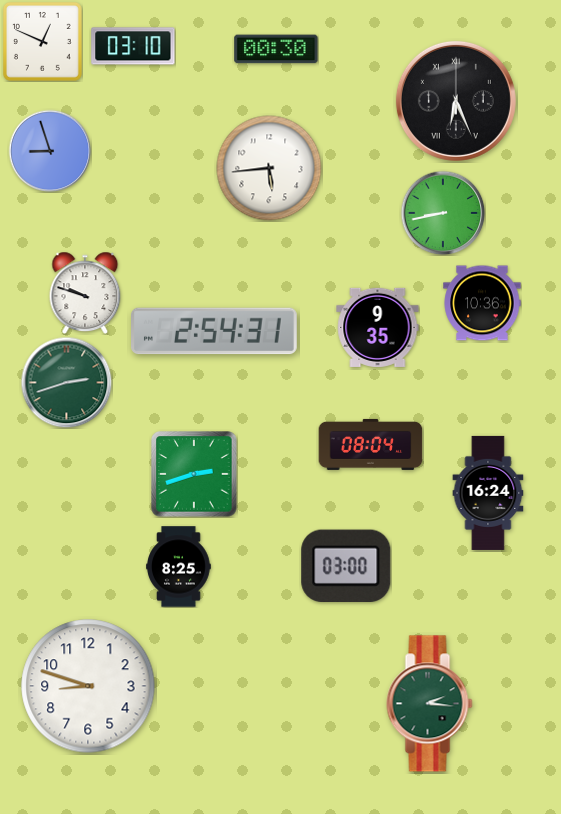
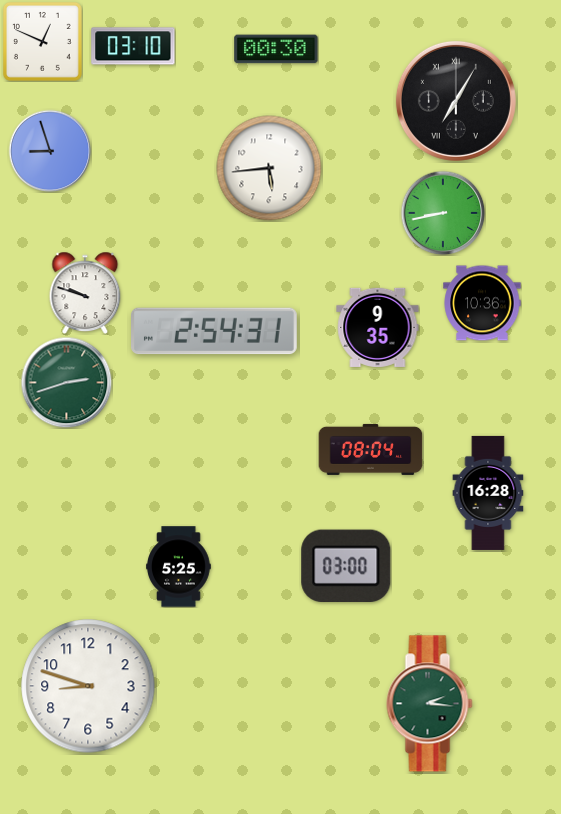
clock at (456, 101): 6:26 -> 7:05
clock at (371, 444) position: (371, 444) -> (371, 449)
clock at (194, 474): 2:42 -> none
clock at (488, 493): 16:24 -> 16:28
clock at (179, 567): 8:25 -> 5:25
